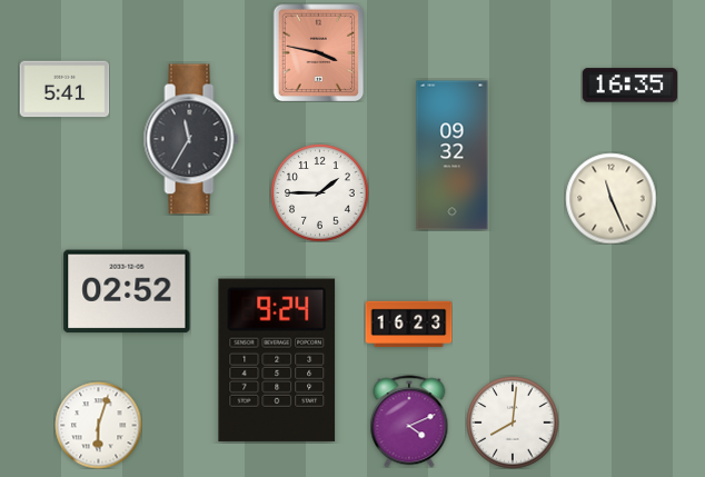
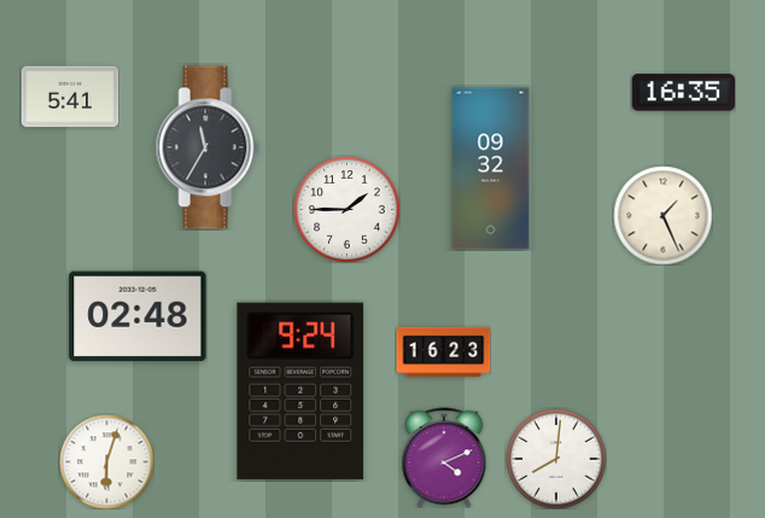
clock at (319, 52): 3:47 -> none
clock at (191, 139) position: (191, 139) -> (208, 147)
clock at (610, 198): 11:26 -> 1:26
clock at (127, 291): 02:52 -> 02:48
